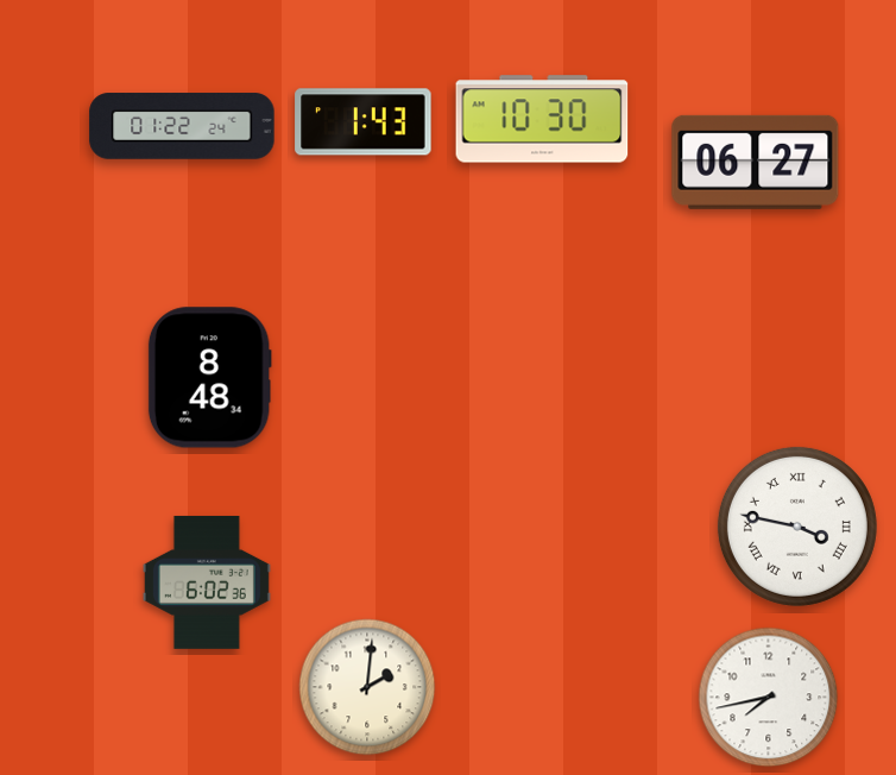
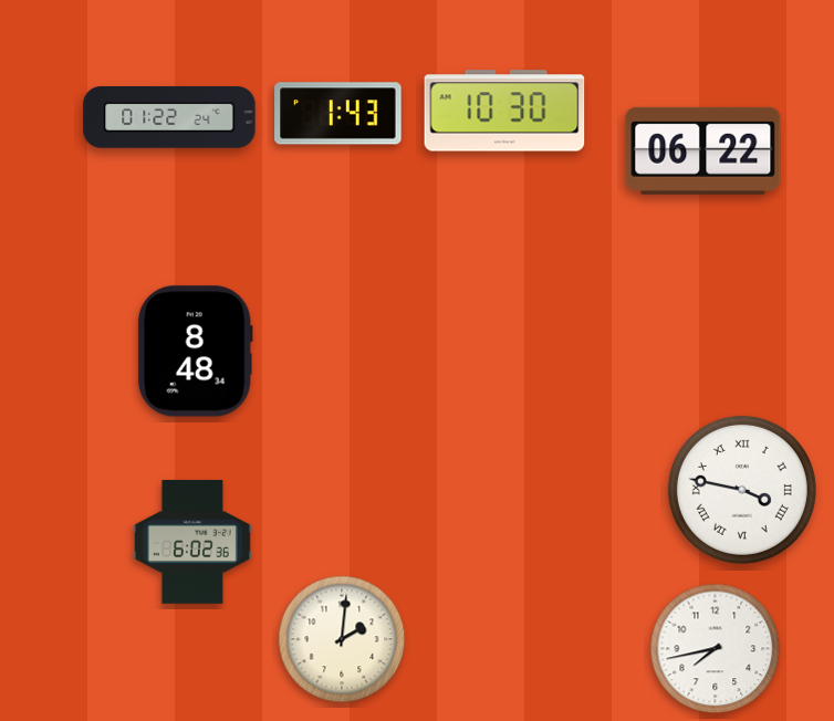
clock at (756, 162): 06:27 -> 06:22
